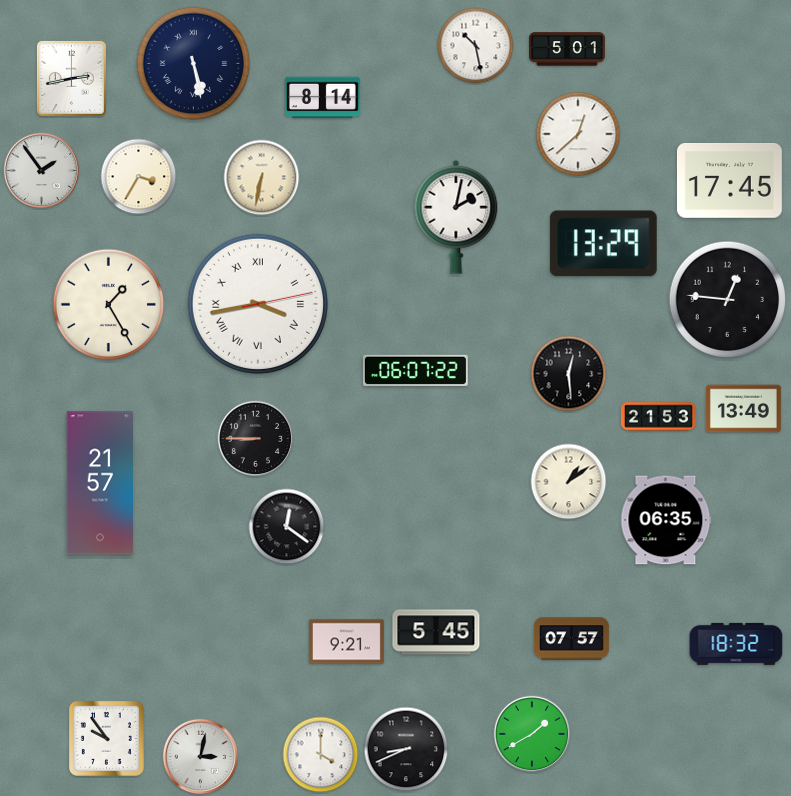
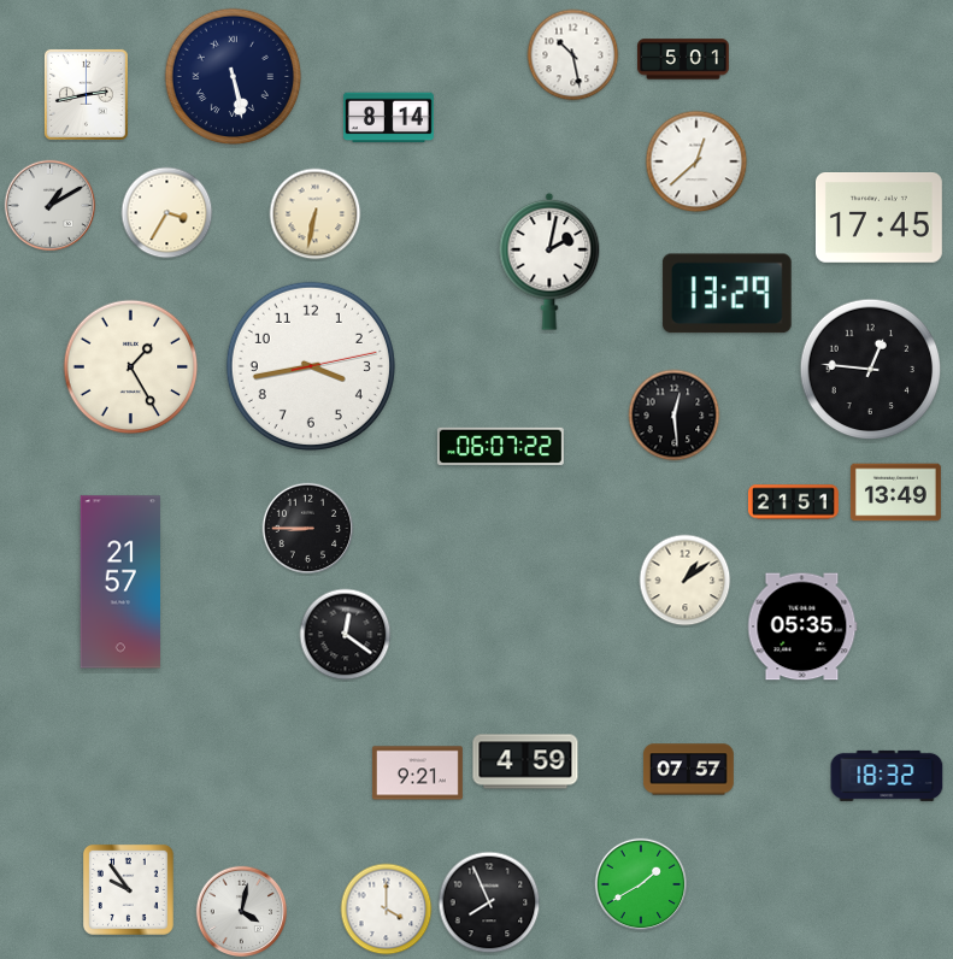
clock at (42, 171): 1:54 -> 1:10
clock at (728, 300) position: (728, 300) -> (871, 370)
clock at (258, 304) numerals: Roman -> Arabic
clock at (569, 374) position: (569, 374) -> (675, 416)
clock at (658, 417): 21:53 -> 21:51
clock at (666, 520): 06:35 -> 05:35
clock at (436, 632): 5:45 -> 4:59
clock at (406, 749): 8:41 -> 7:56
clock at (201, 757): 3:02 -> 4:02
